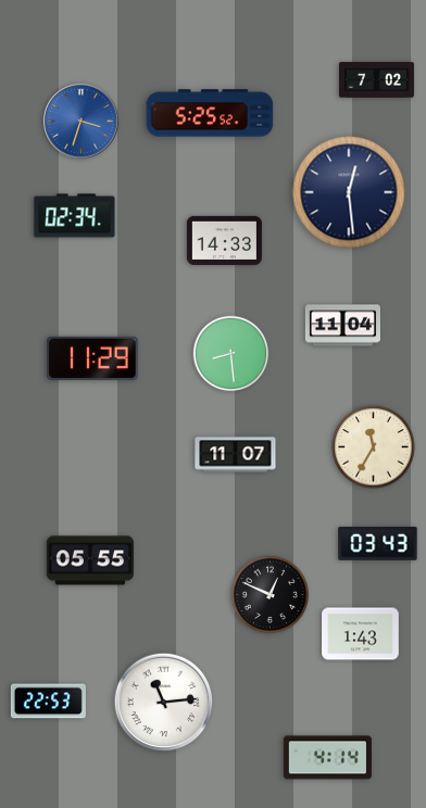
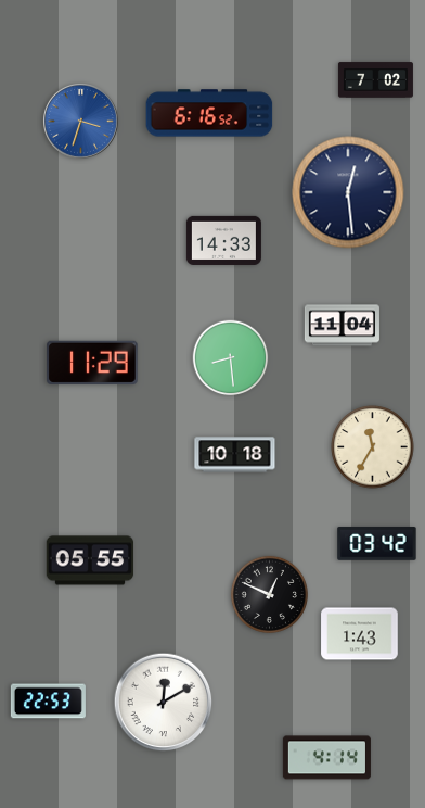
clock at (210, 113): 5:25 -> 6:16
clock at (75, 216): 02:34 -> none
clock at (231, 354) position: (231, 354) -> (231, 358)
clock at (92, 357) position: (92, 357) -> (92, 362)
clock at (236, 455): 11:07 -> 10:18
clock at (378, 544): 03:43 -> 03:42
clock at (164, 703): 11:14 -> 12:10
